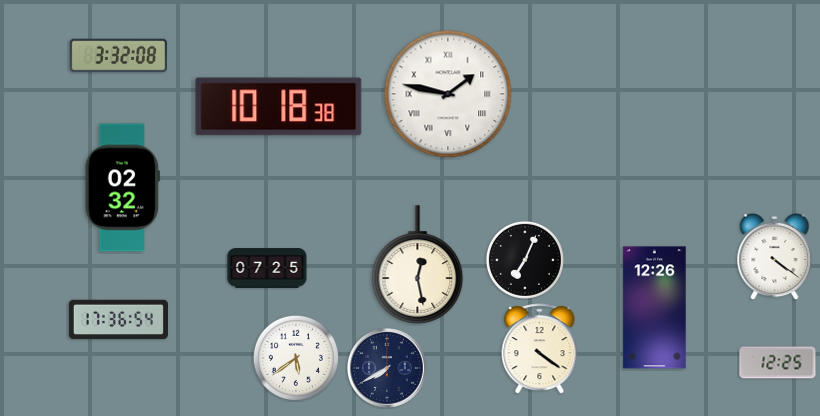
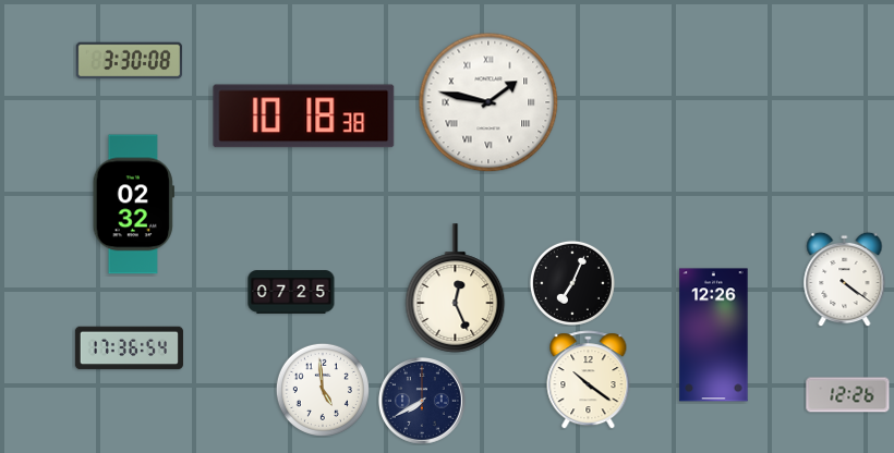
clock at (119, 56): 3:32 -> 3:30
clock at (418, 265): 12:28 -> 12:26
clock at (540, 349): 4:21 -> 10:21
clock at (296, 358): 5:39 -> 4:59
clock at (778, 363): 12:25 -> 12:26
